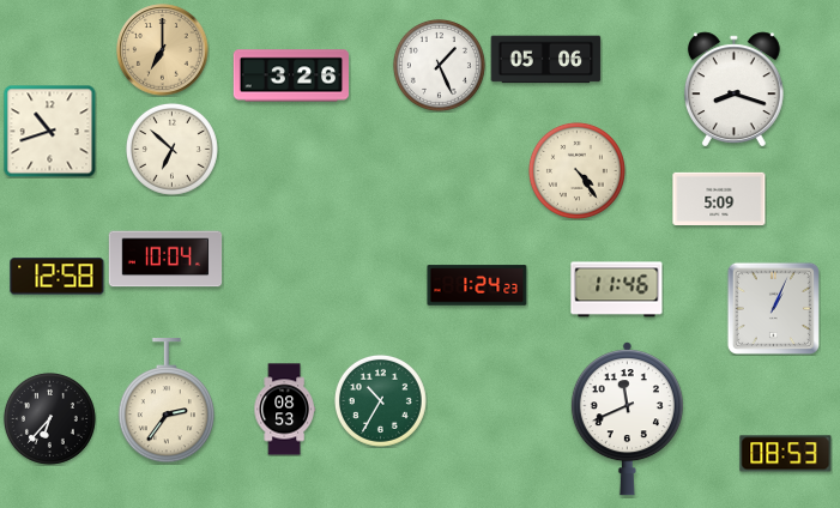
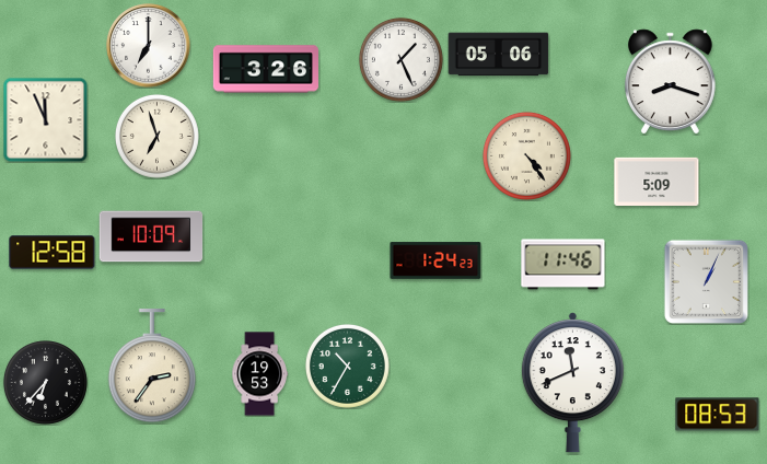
clock at (163, 50) dial: champagne -> white
clock at (49, 131): 10:42 -> 11:56
clock at (171, 149): 6:52 -> 6:57
clock at (165, 259): 10:04 -> 10:09
clock at (284, 410): 08:53 -> 19:53
